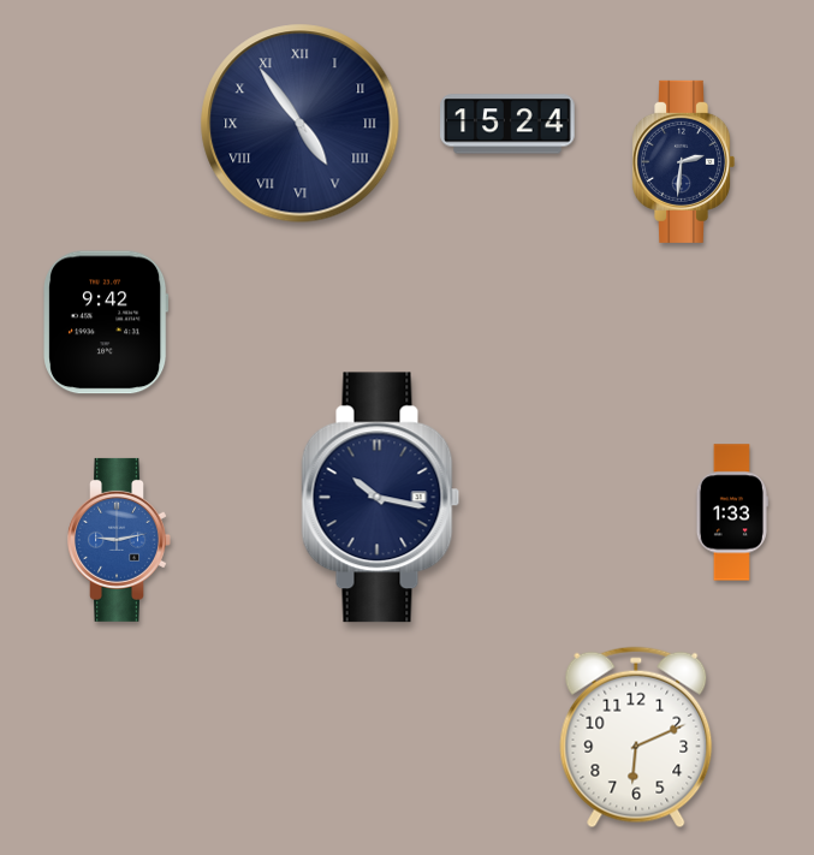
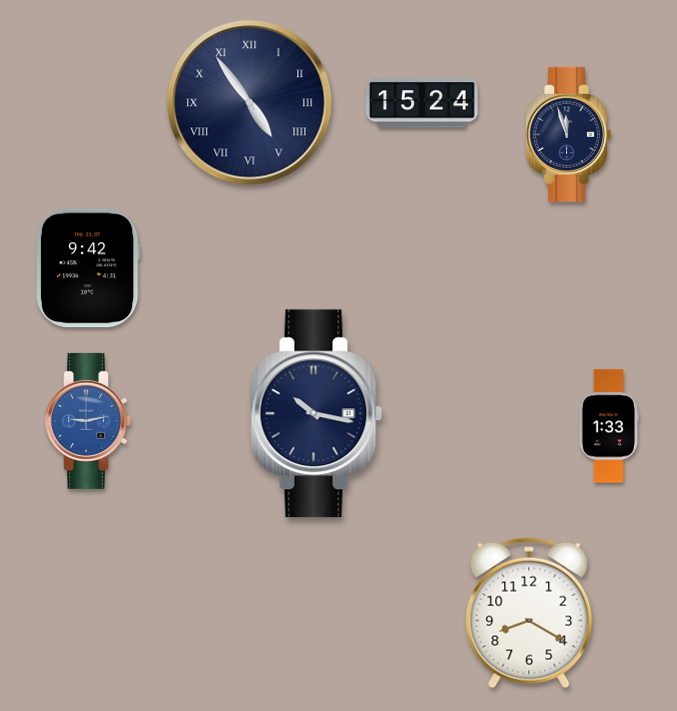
clock at (684, 161): 2:31 -> 11:57
clock at (119, 540) position: (119, 540) -> (88, 421)
clock at (636, 737): 6:11 -> 8:20
